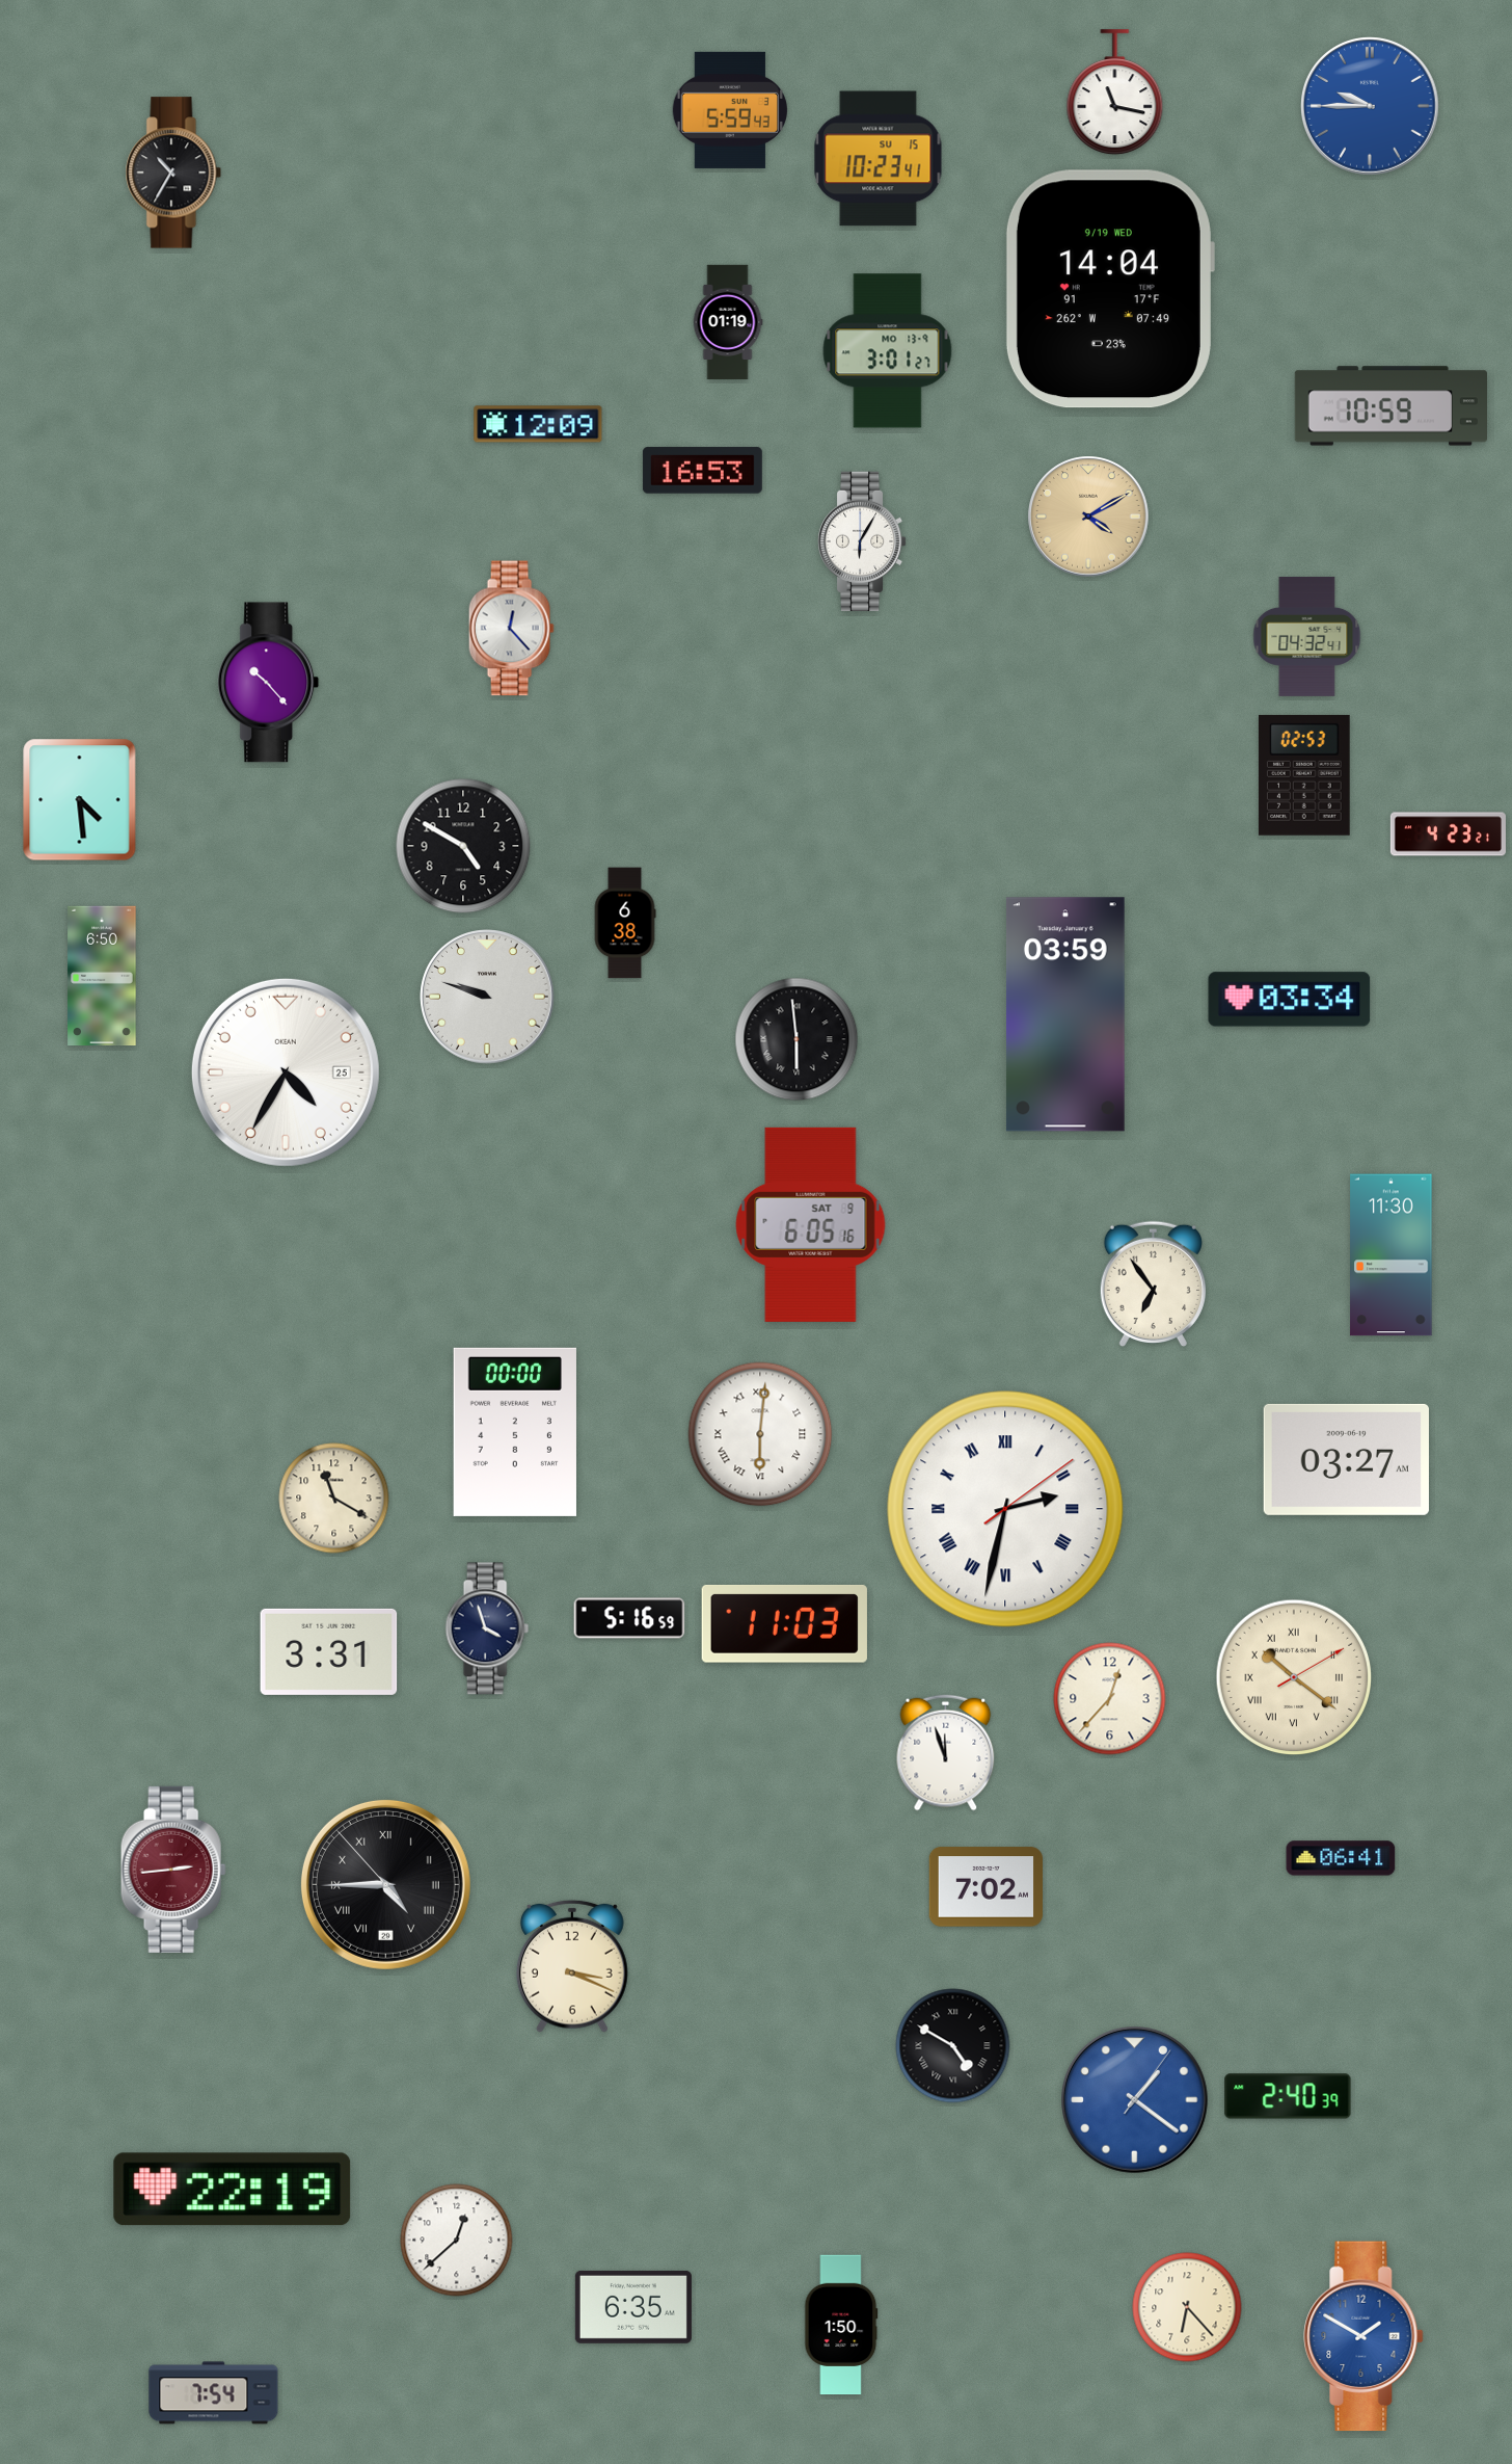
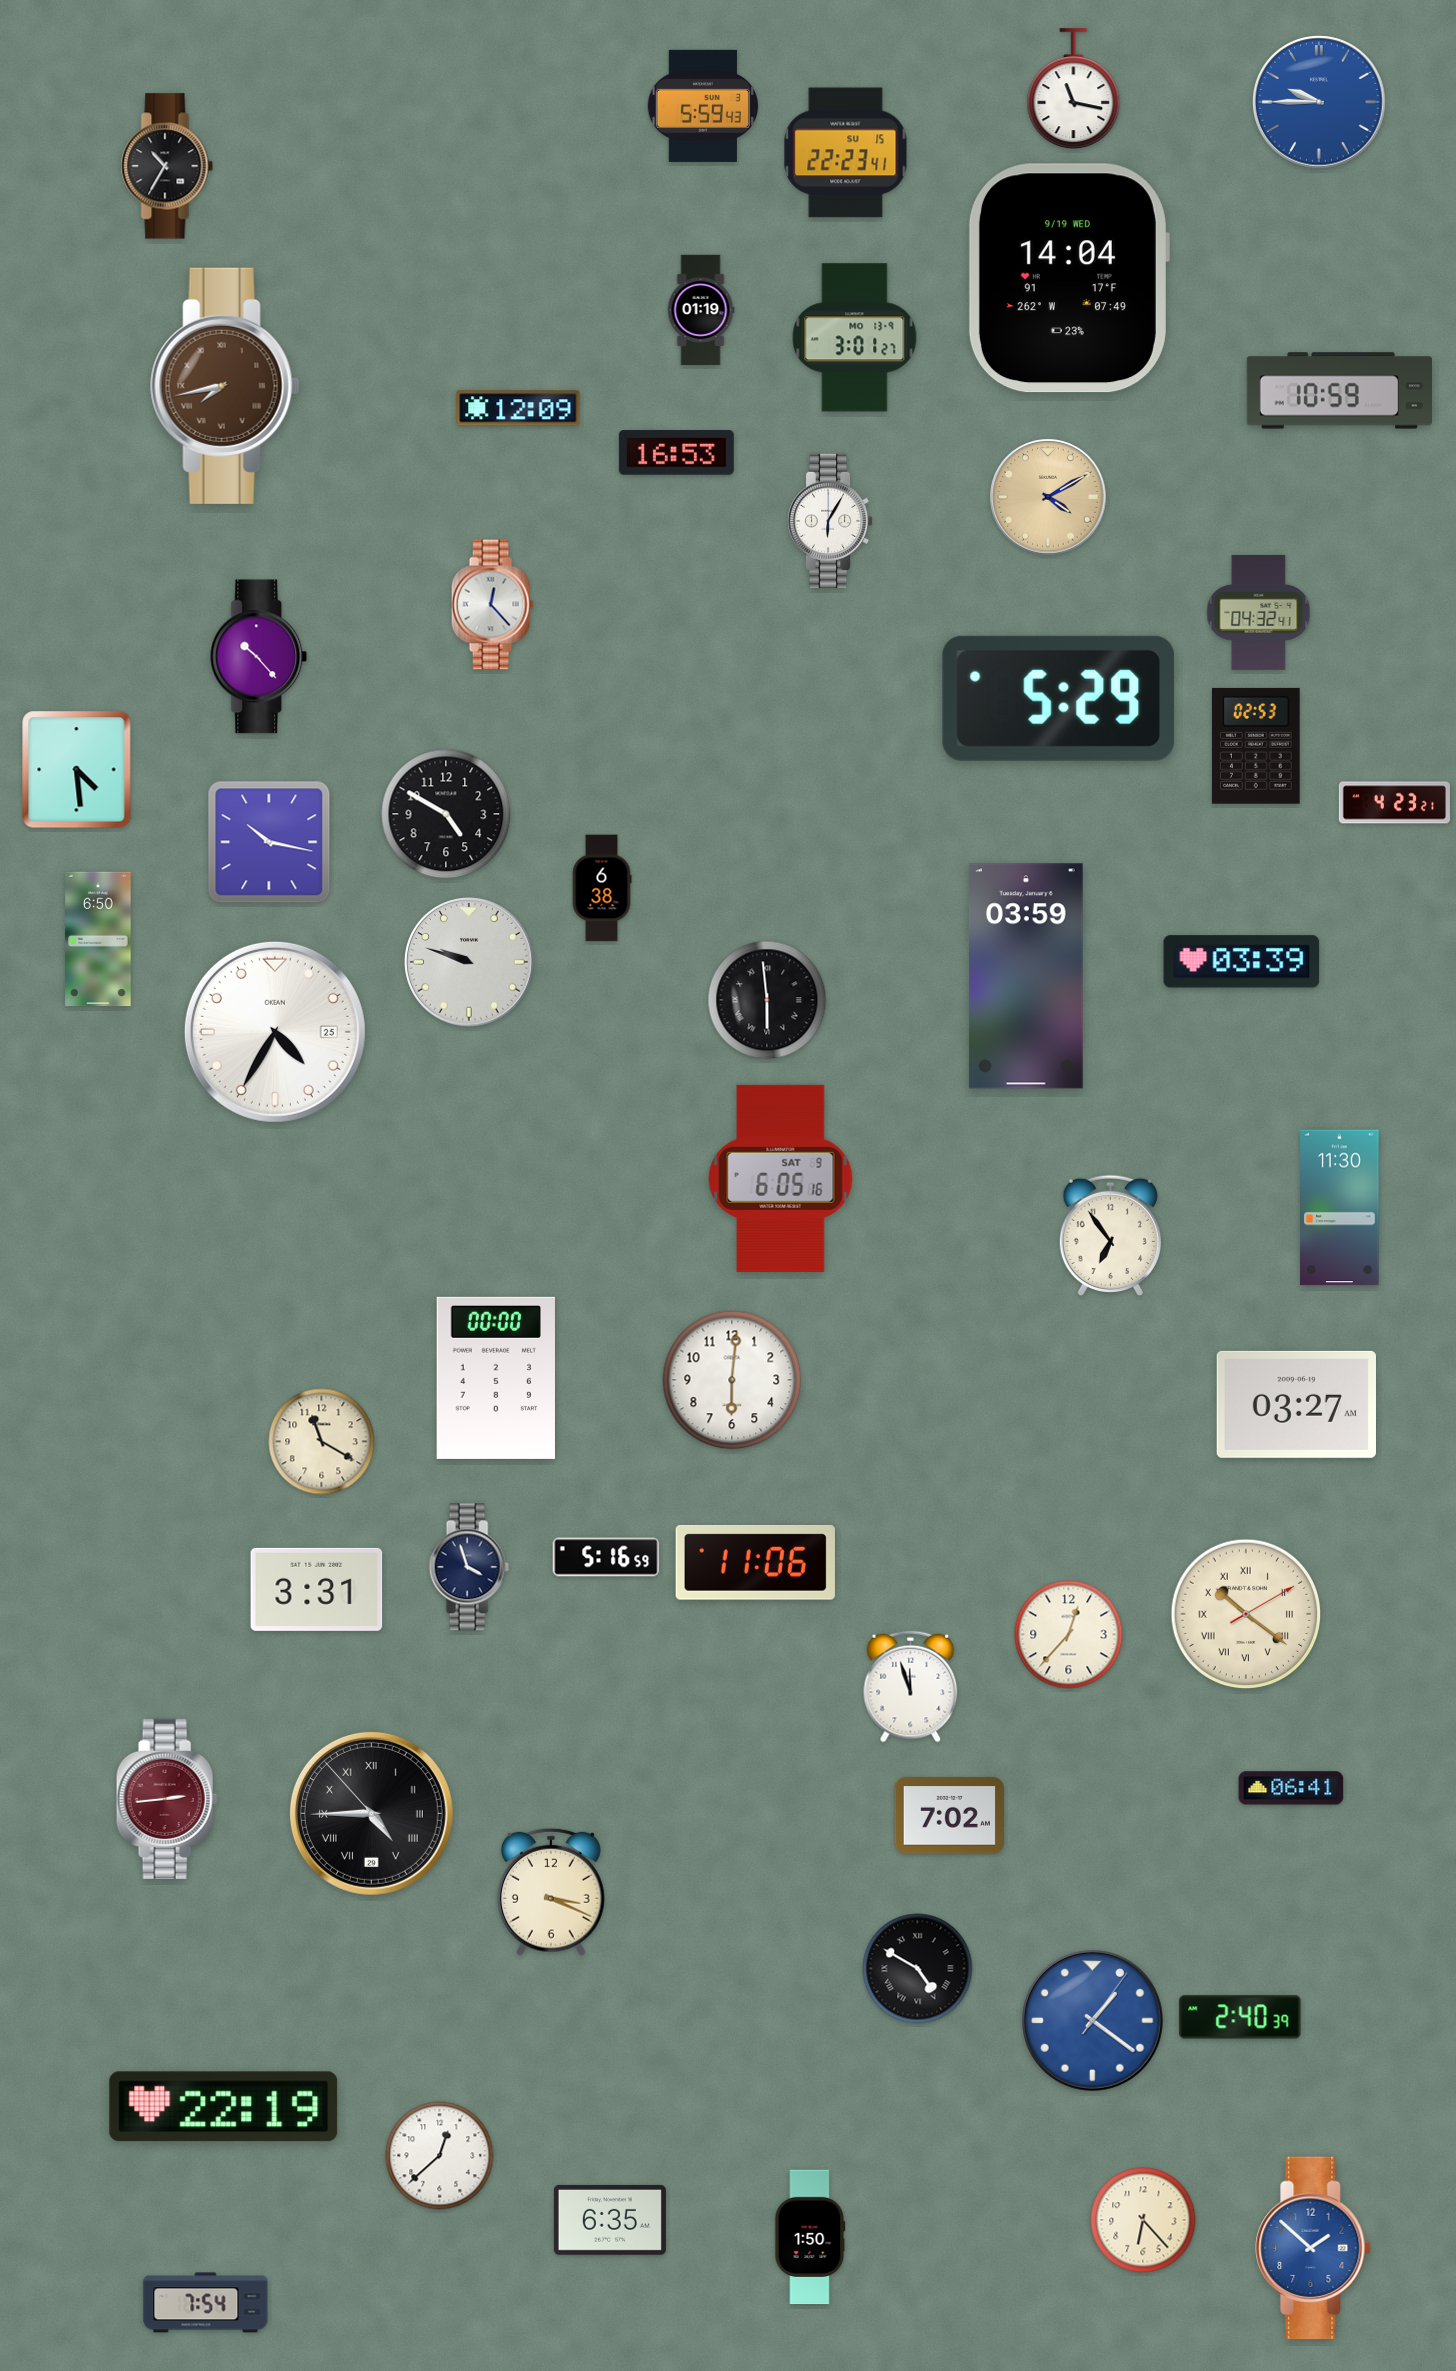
clock at (879, 159): 10:23 -> 22:23
clock at (225, 386): none -> 7:43
clock at (1058, 698): none -> 5:29
clock at (269, 842): none -> 10:17
clock at (487, 997) position: (487, 997) -> (469, 962)
clock at (1290, 1000): 03:34 -> 03:39
clock at (760, 1434) numerals: Roman -> Arabic
clock at (1005, 1509): 2:32 -> none
clock at (784, 1623): 11:03 -> 11:06
clock at (1363, 2336): 1:50 -> 1:52
